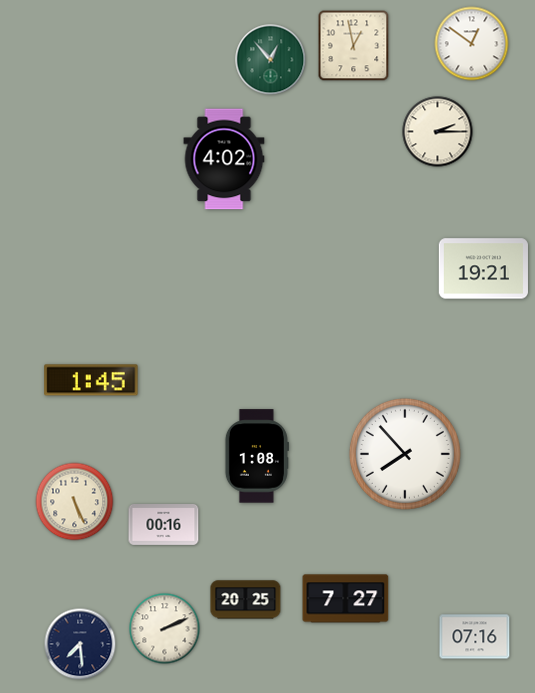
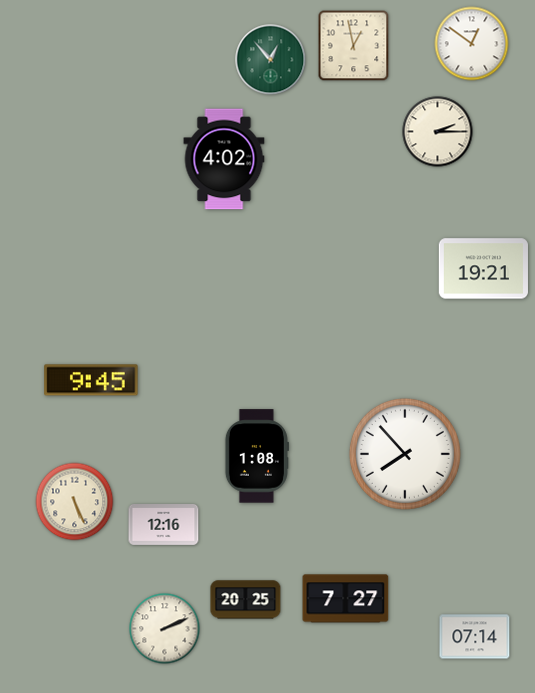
clock at (91, 380): 1:45 -> 9:45
clock at (164, 525): 00:16 -> 12:16
clock at (475, 637): 07:16 -> 07:14
clock at (80, 644): 7:29 -> none
